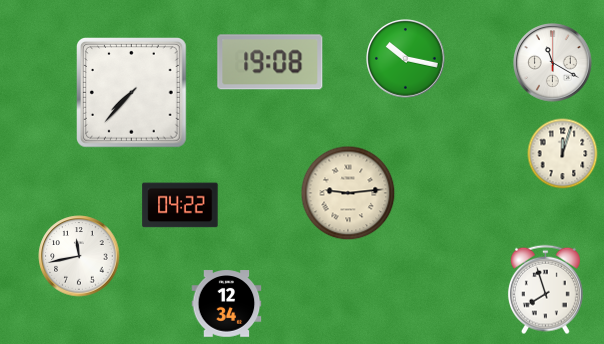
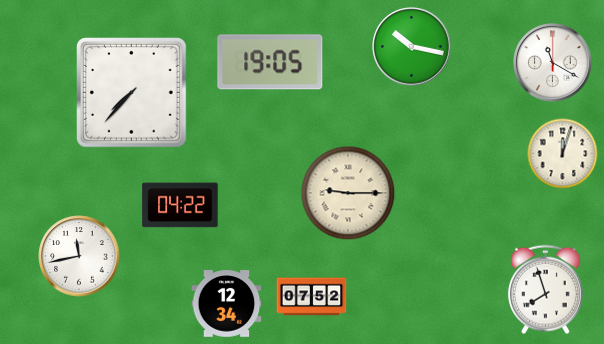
clock at (406, 59) position: (406, 59) -> (412, 47)
clock at (270, 62): 19:08 -> 19:05
clock at (348, 193): 9:14 -> 9:15
clock at (312, 297): none -> 07:52
